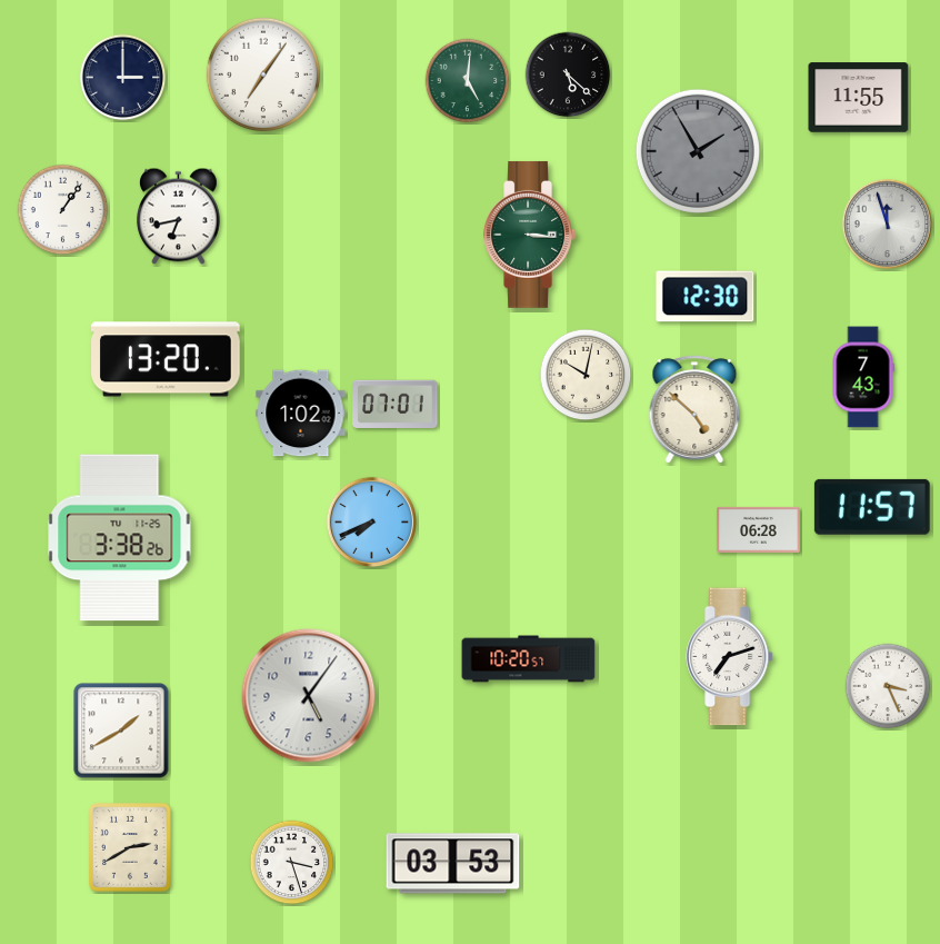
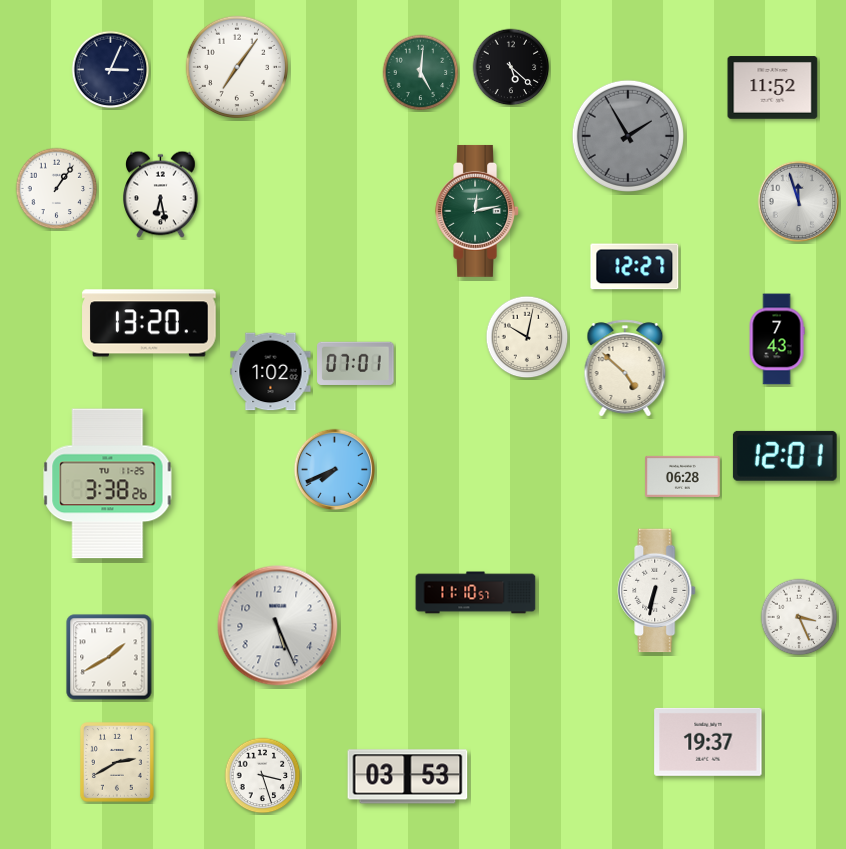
clock at (123, 78): 3:00 -> 3:04
clock at (859, 98): 11:55 -> 11:52
clock at (179, 217): 6:43 -> 6:28
clock at (530, 235): 3:16 -> 12:13
clock at (706, 297): 12:30 -> 12:27
clock at (872, 507): 11:57 -> 12:01
clock at (730, 657): 7:12 -> 6:32
clock at (529, 659): 10:20 -> 11:10
clock at (309, 696): 5:06 -> 5:26
clock at (708, 742): none -> 19:37
